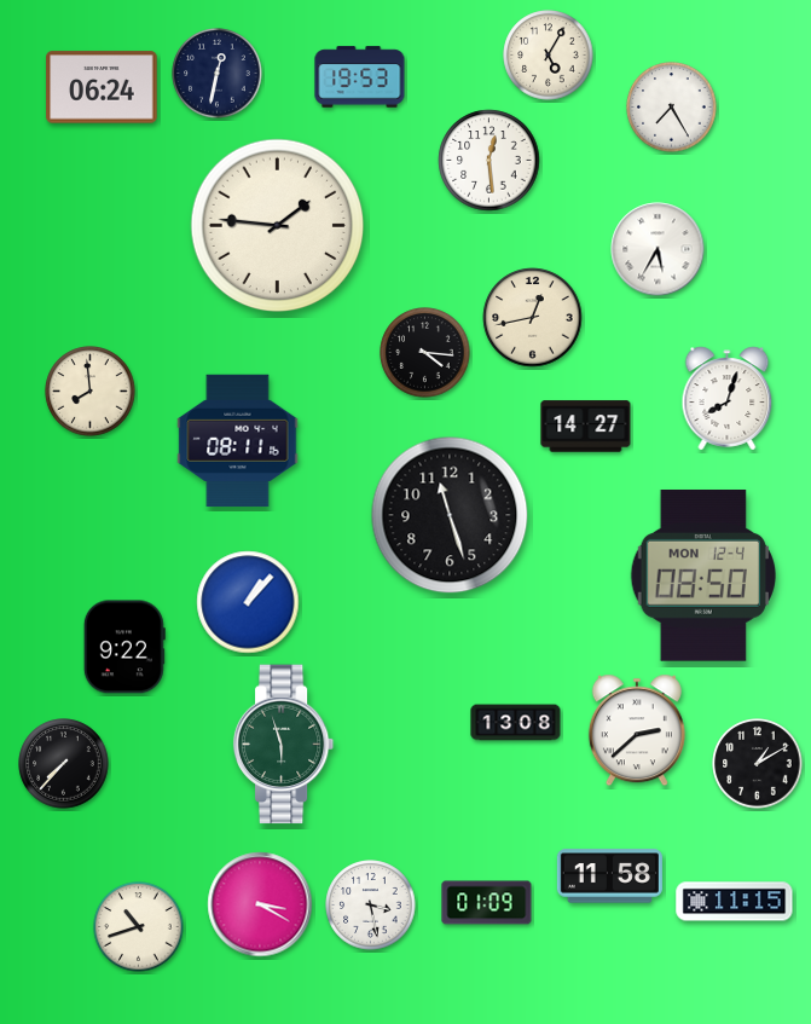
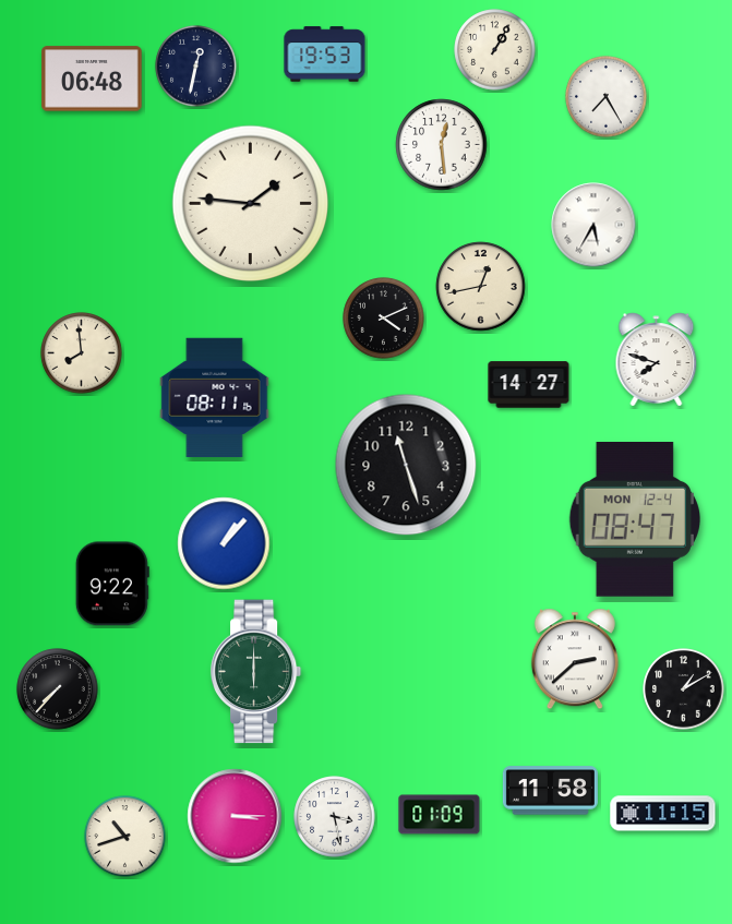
clock at (549, 56): 5:05 -> 1:05
clock at (360, 77) position: (360, 77) -> (325, 55)
clock at (102, 87): 06:24 -> 06:48
clock at (425, 353): 4:16 -> 4:11
clock at (728, 399): 8:03 -> 7:48
clock at (702, 577): 08:50 -> 08:47
clock at (516, 723): 13:08 -> none
clock at (284, 745): 5:57 -> 6:00
clock at (260, 904): 3:20 -> 3:15
